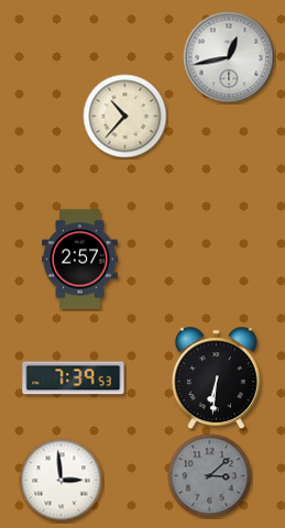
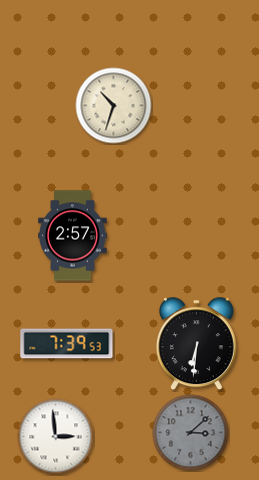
clock at (229, 57): 12:43 -> none
clock at (125, 117): 10:37 -> 10:33
